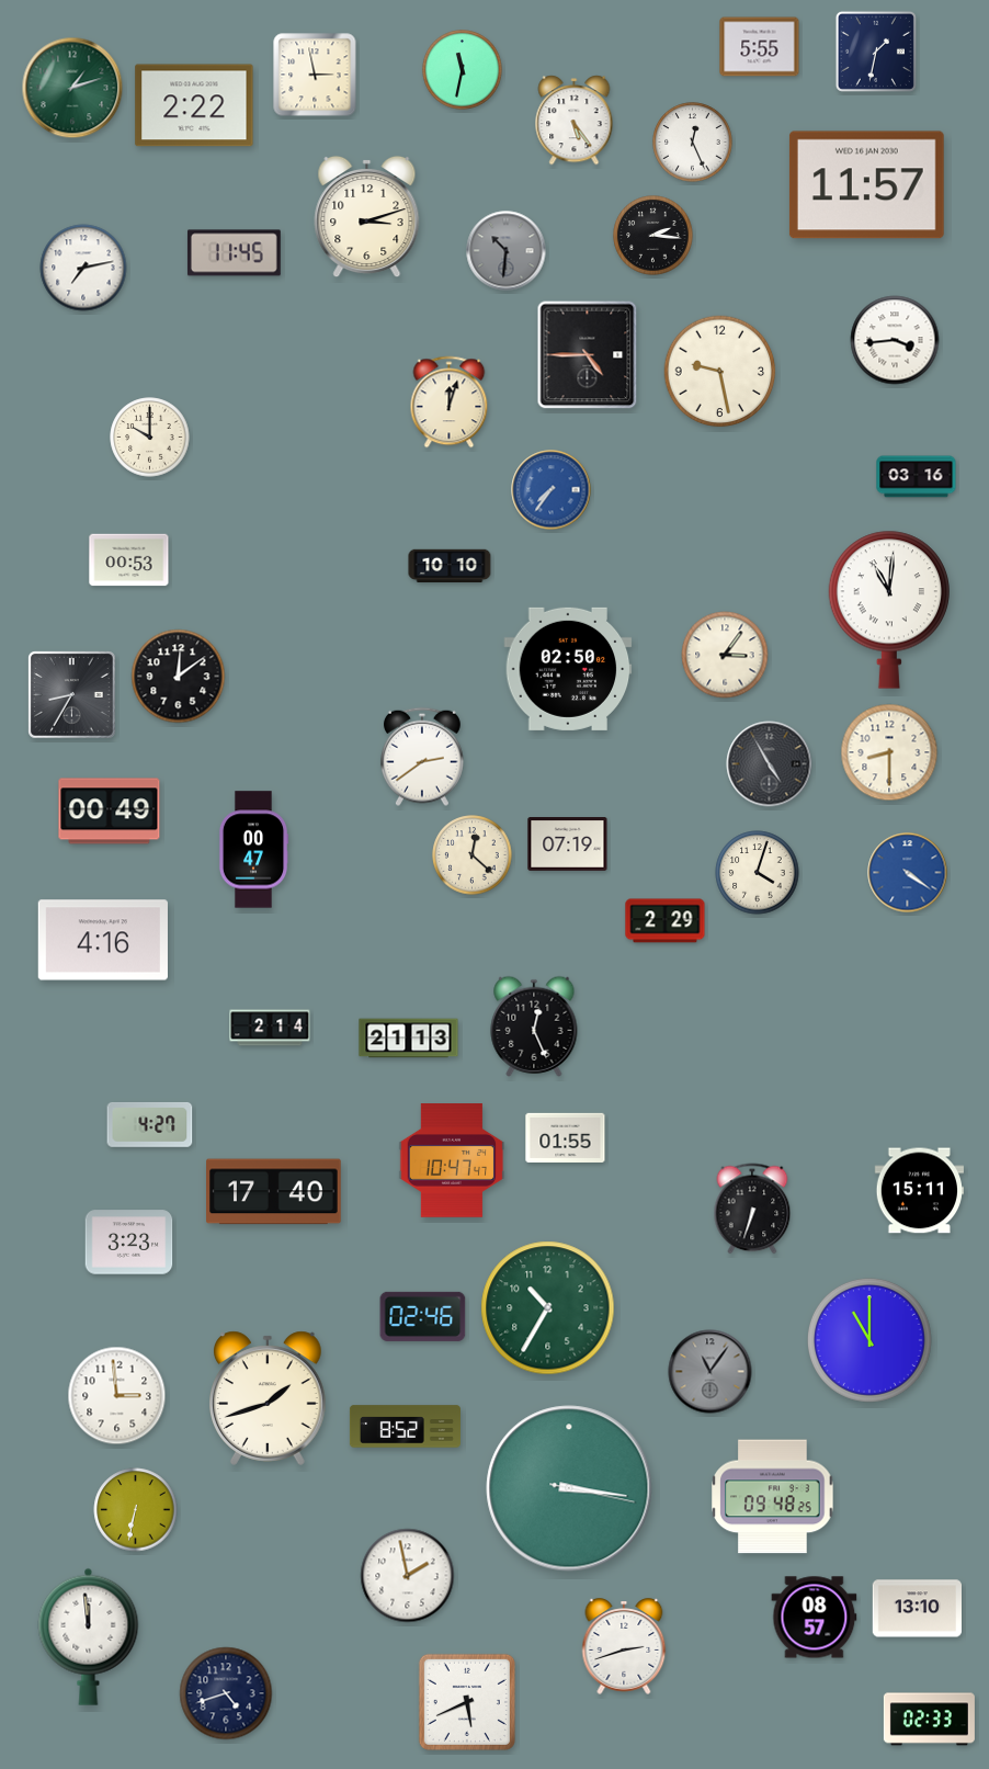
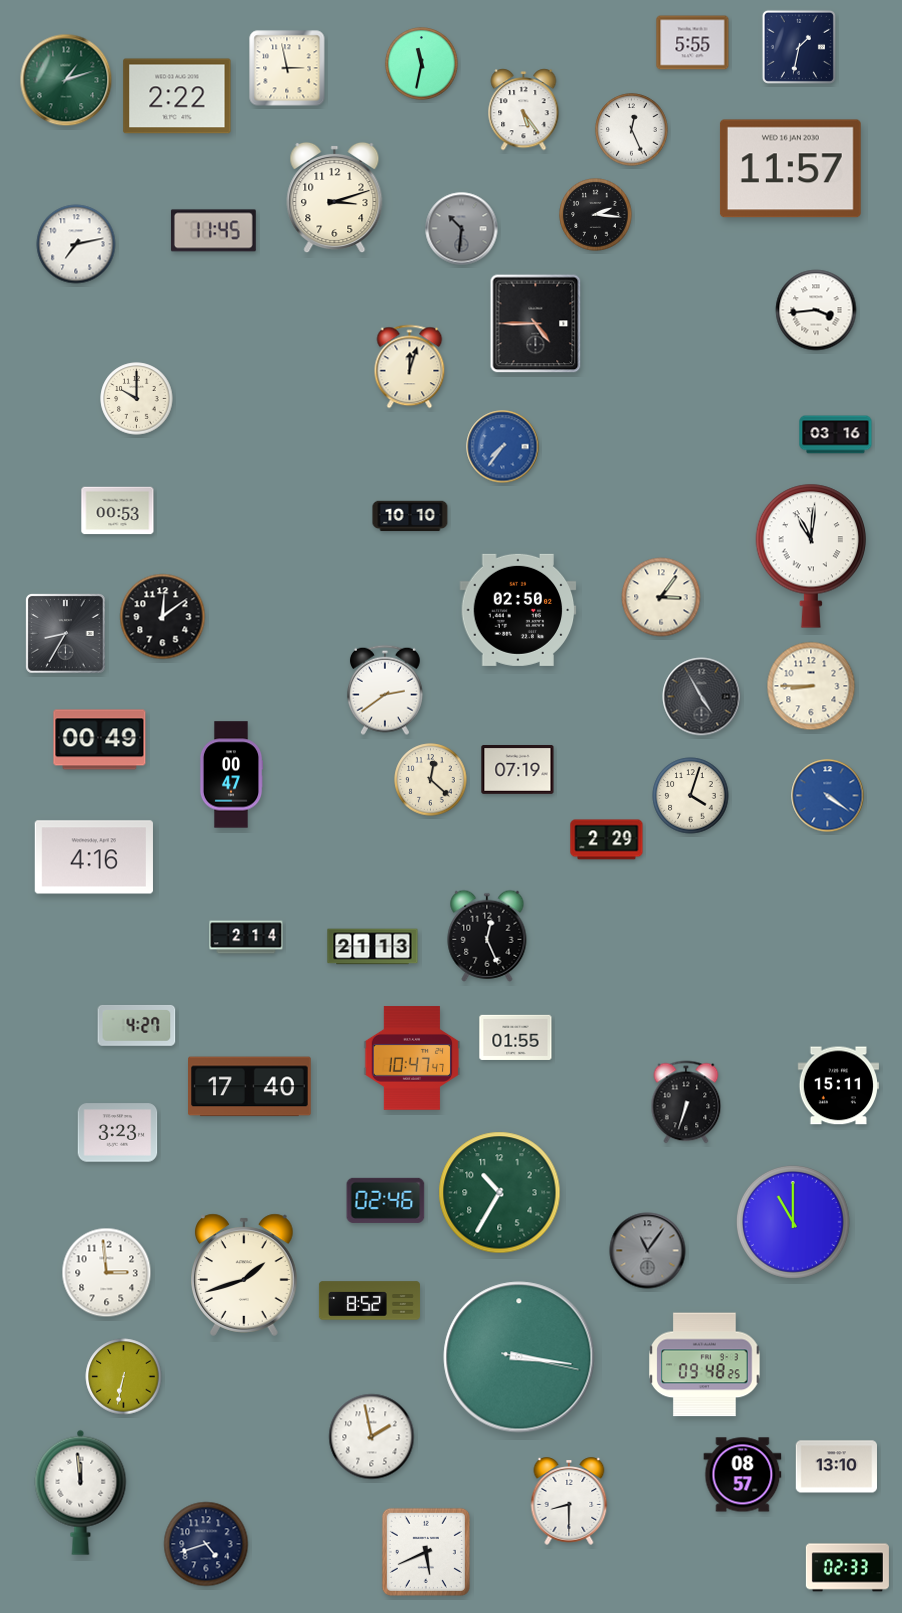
clock at (720, 372): 9:28 -> none
clock at (889, 752): 8:30 -> 8:45
clock at (624, 1646): 2:42 -> 8:30
